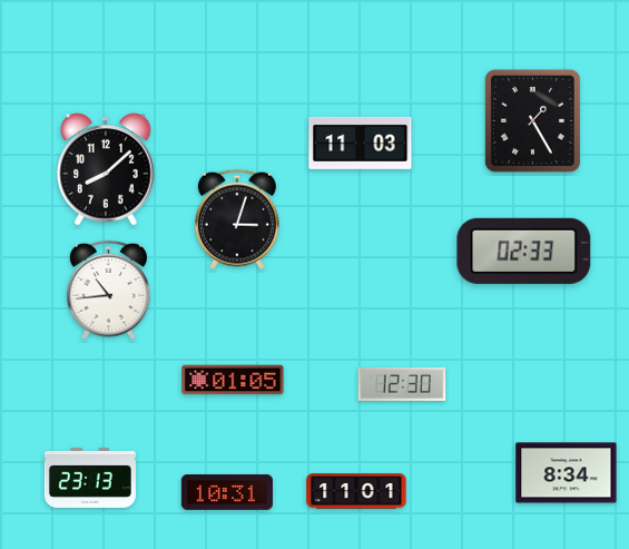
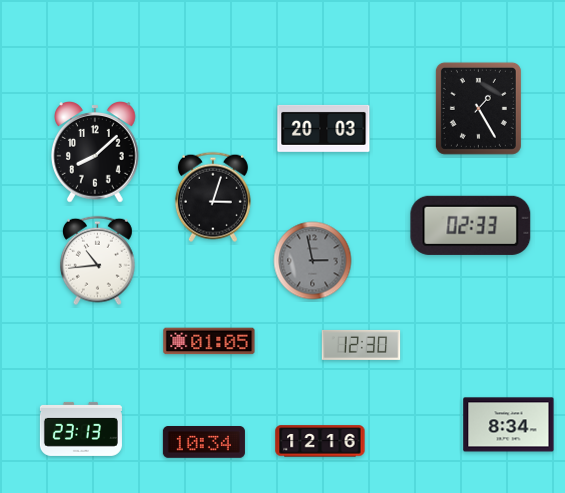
clock at (361, 143): 11:03 -> 20:03
clock at (313, 261): none -> 2:58
clock at (356, 491): 11:01 -> 12:16
clock at (227, 493): 10:31 -> 10:34
